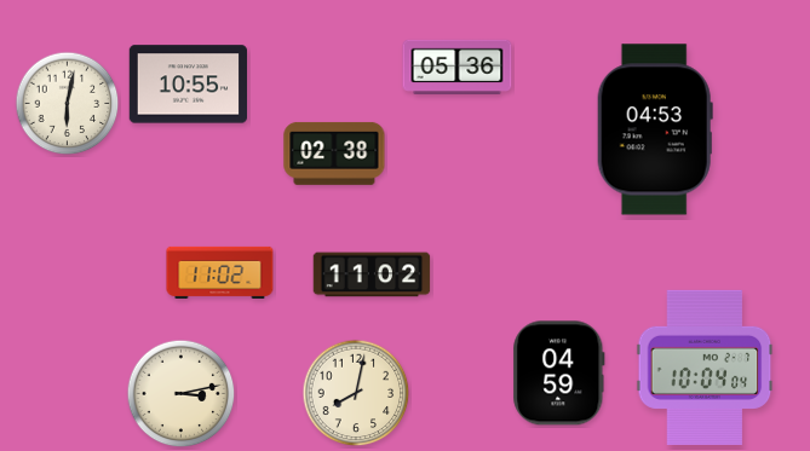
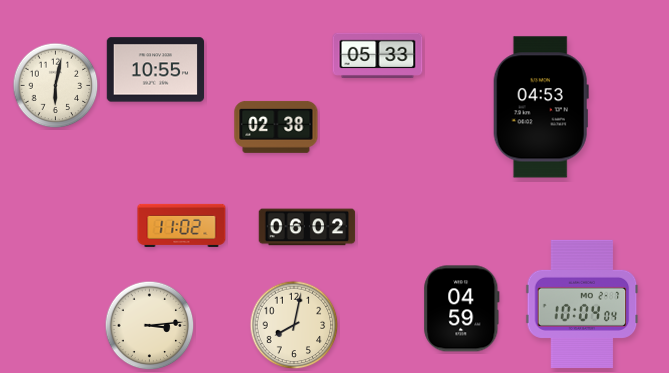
clock at (458, 67): 05:36 -> 05:33
clock at (372, 274): 11:02 -> 06:02
clock at (182, 394): 3:13 -> 3:14
